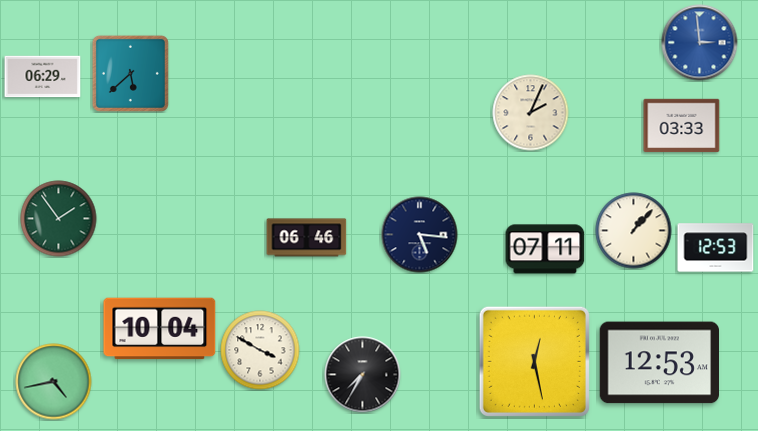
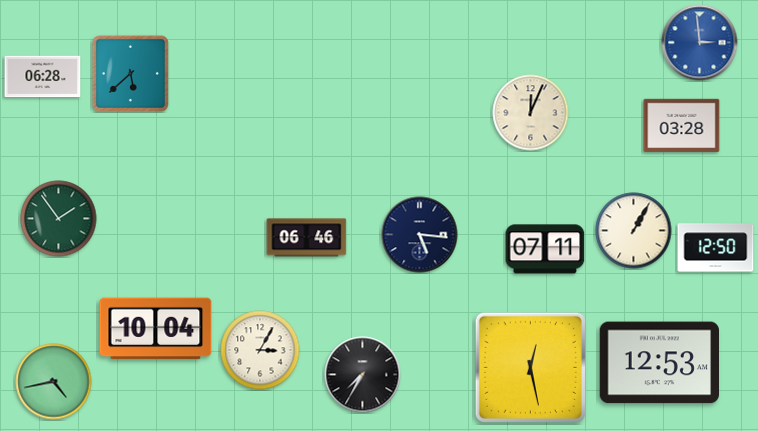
clock at (43, 77): 06:29 -> 06:28
clock at (531, 113): 2:04 -> 12:04
clock at (682, 126): 03:33 -> 03:28
clock at (634, 231): 1:07 -> 1:05
clock at (716, 248): 12:53 -> 12:50
clock at (160, 329) position: (160, 329) -> (156, 329)
clock at (260, 350): 3:50 -> 3:05
clock at (534, 361) position: (534, 361) -> (530, 367)
